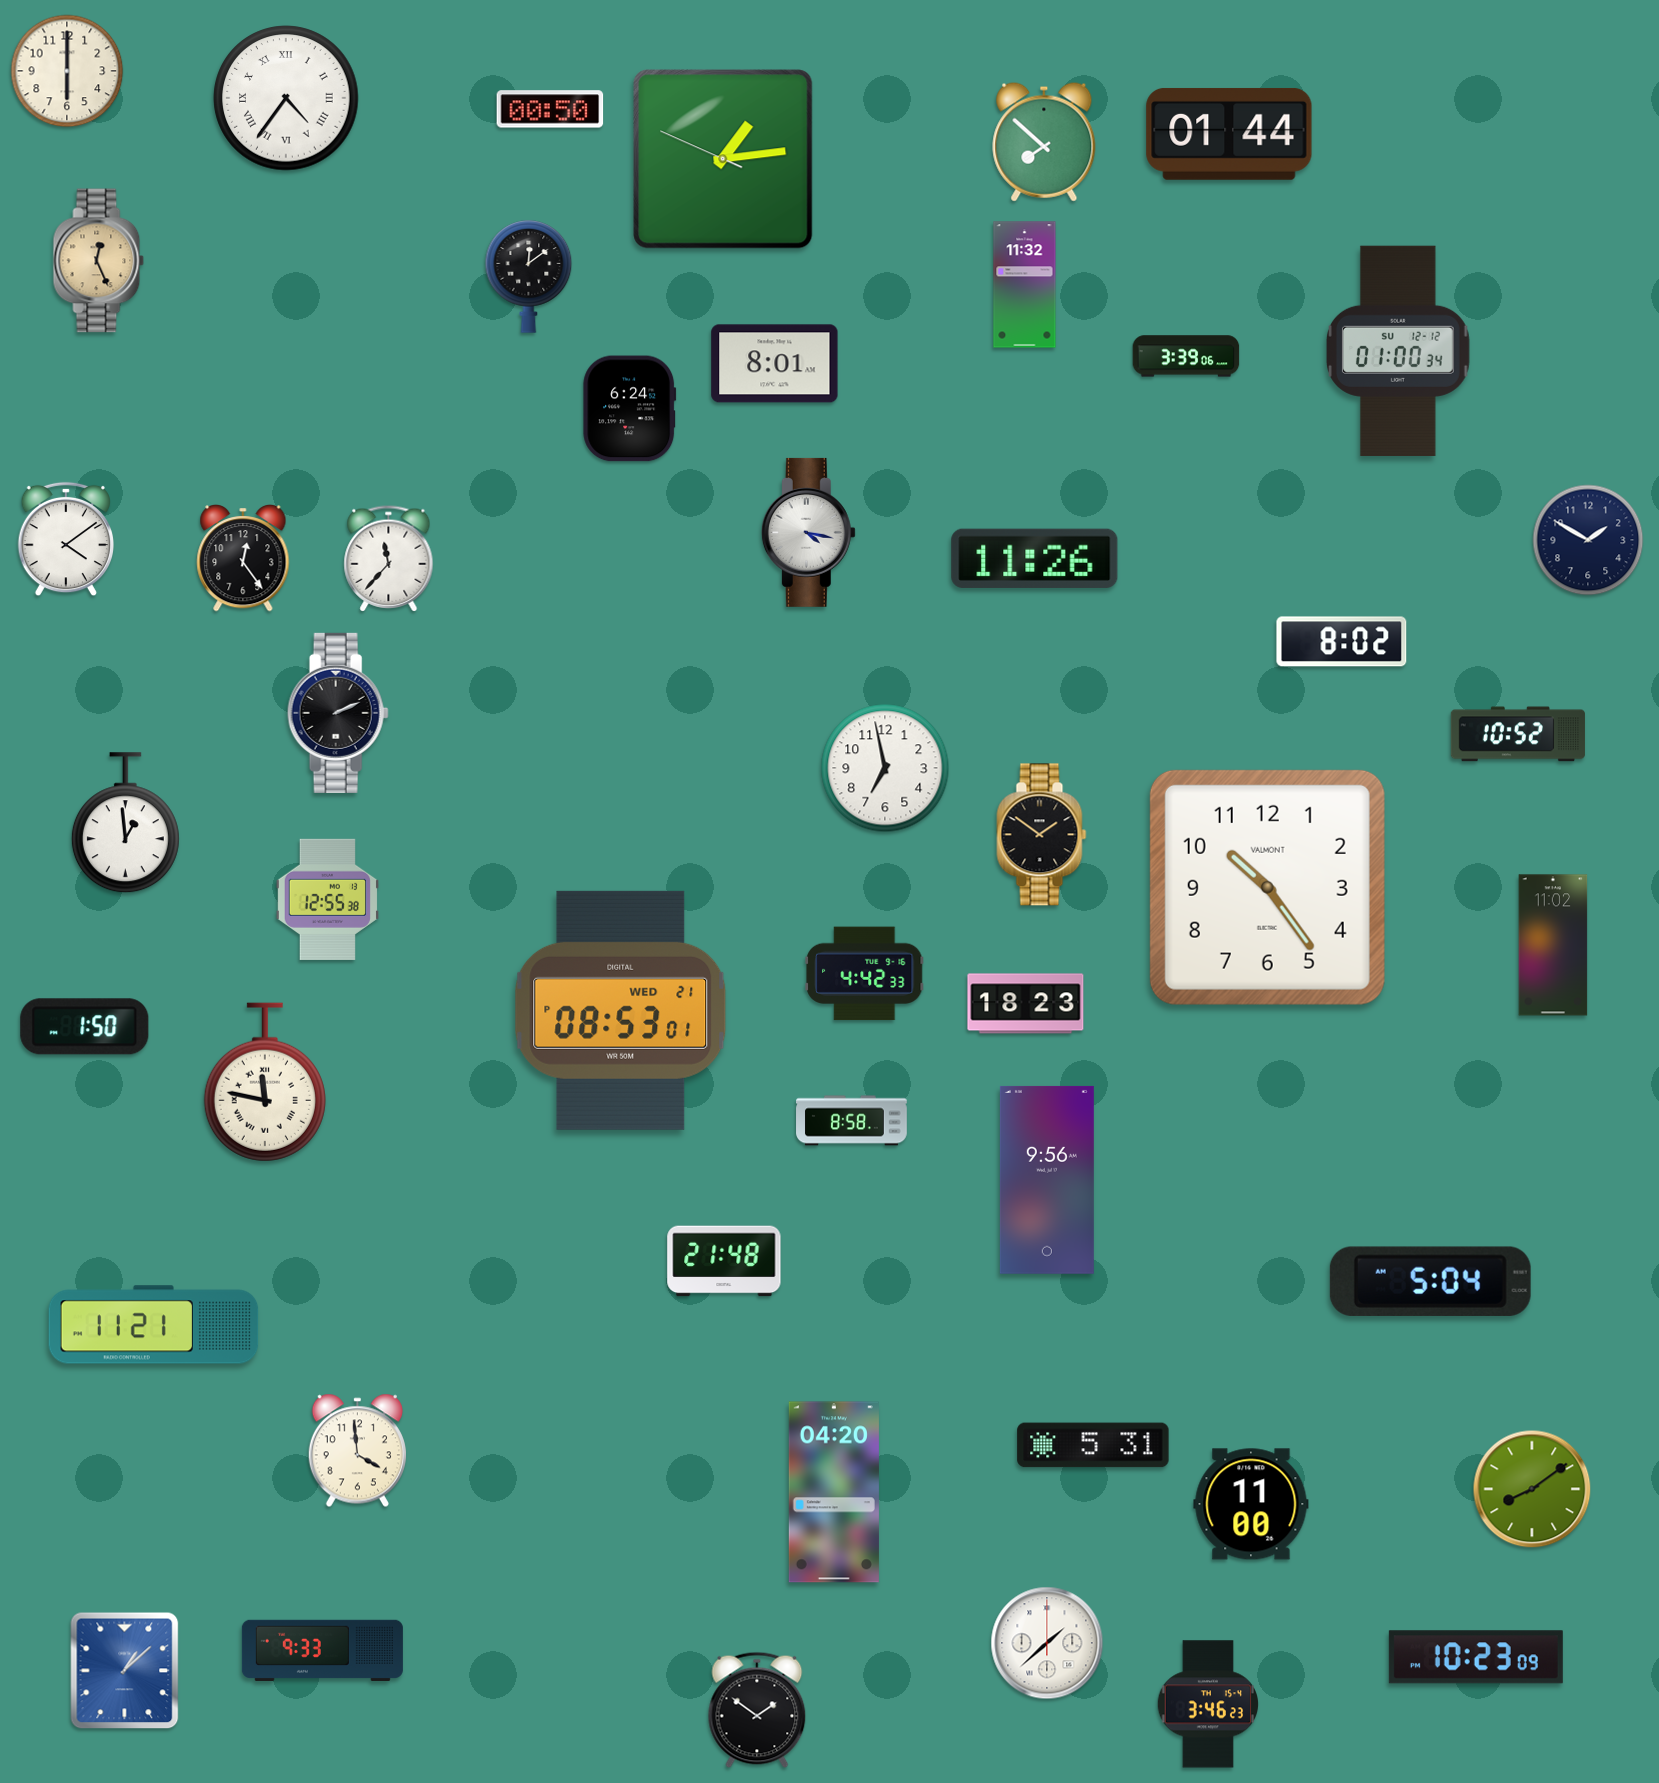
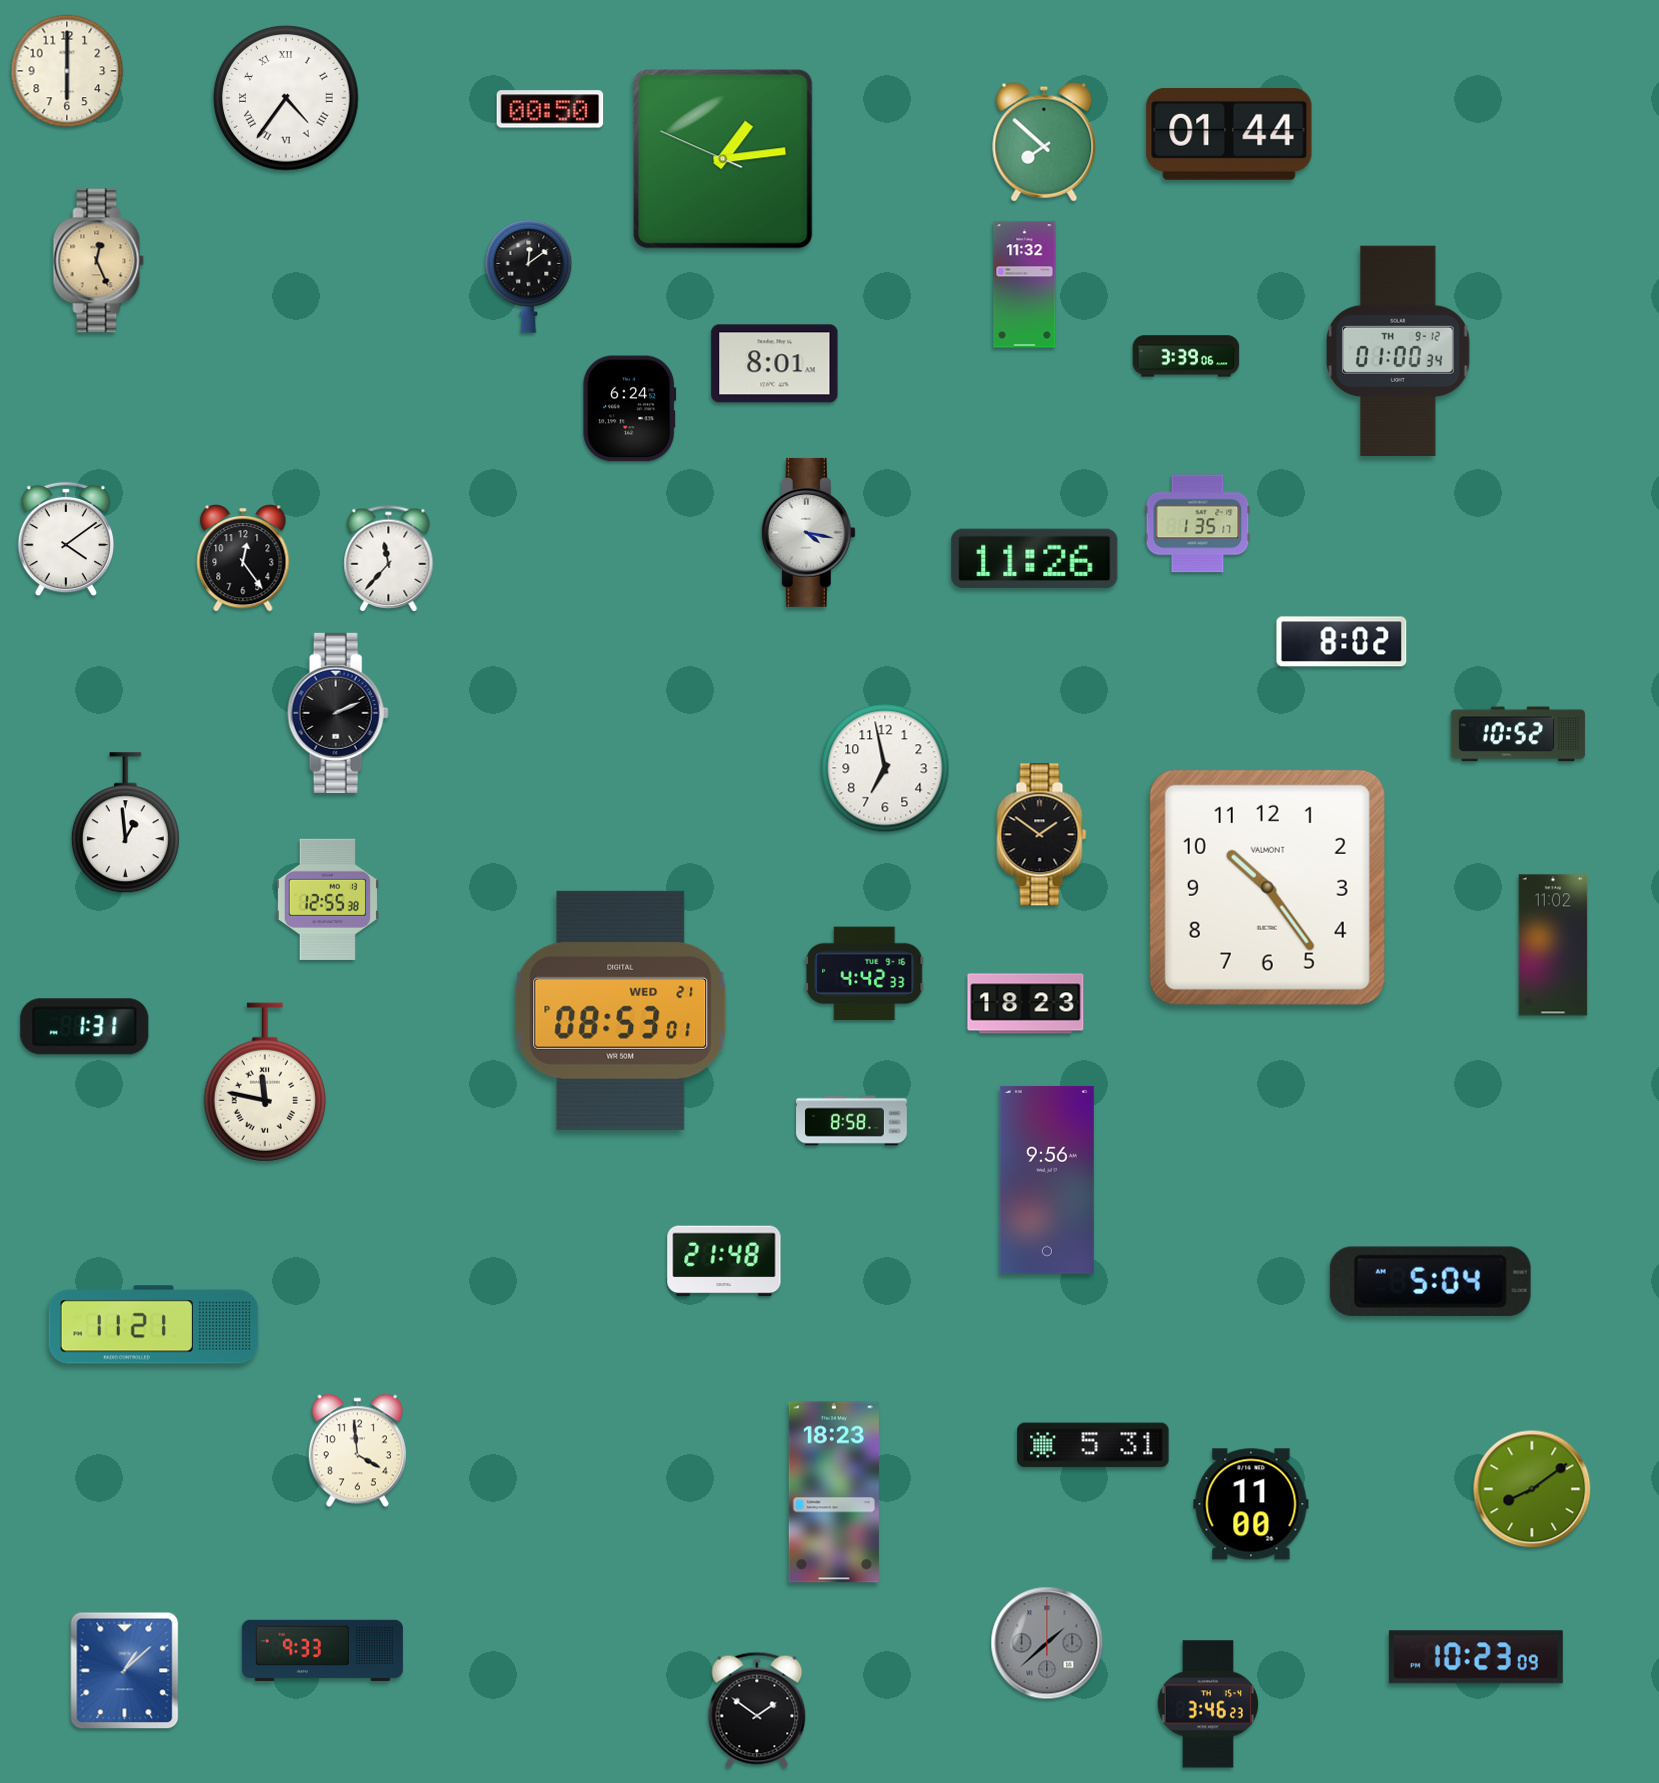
clock at (1399, 350) date: SU 12-12 -> TH 9-12
clock at (1198, 524): none -> 1:35
clock at (1588, 540): 1:50 -> none
clock at (85, 1027): 1:50 -> 1:31
clock at (834, 1492): 04:20 -> 18:23
clock at (1047, 1643) dial: white -> grey
